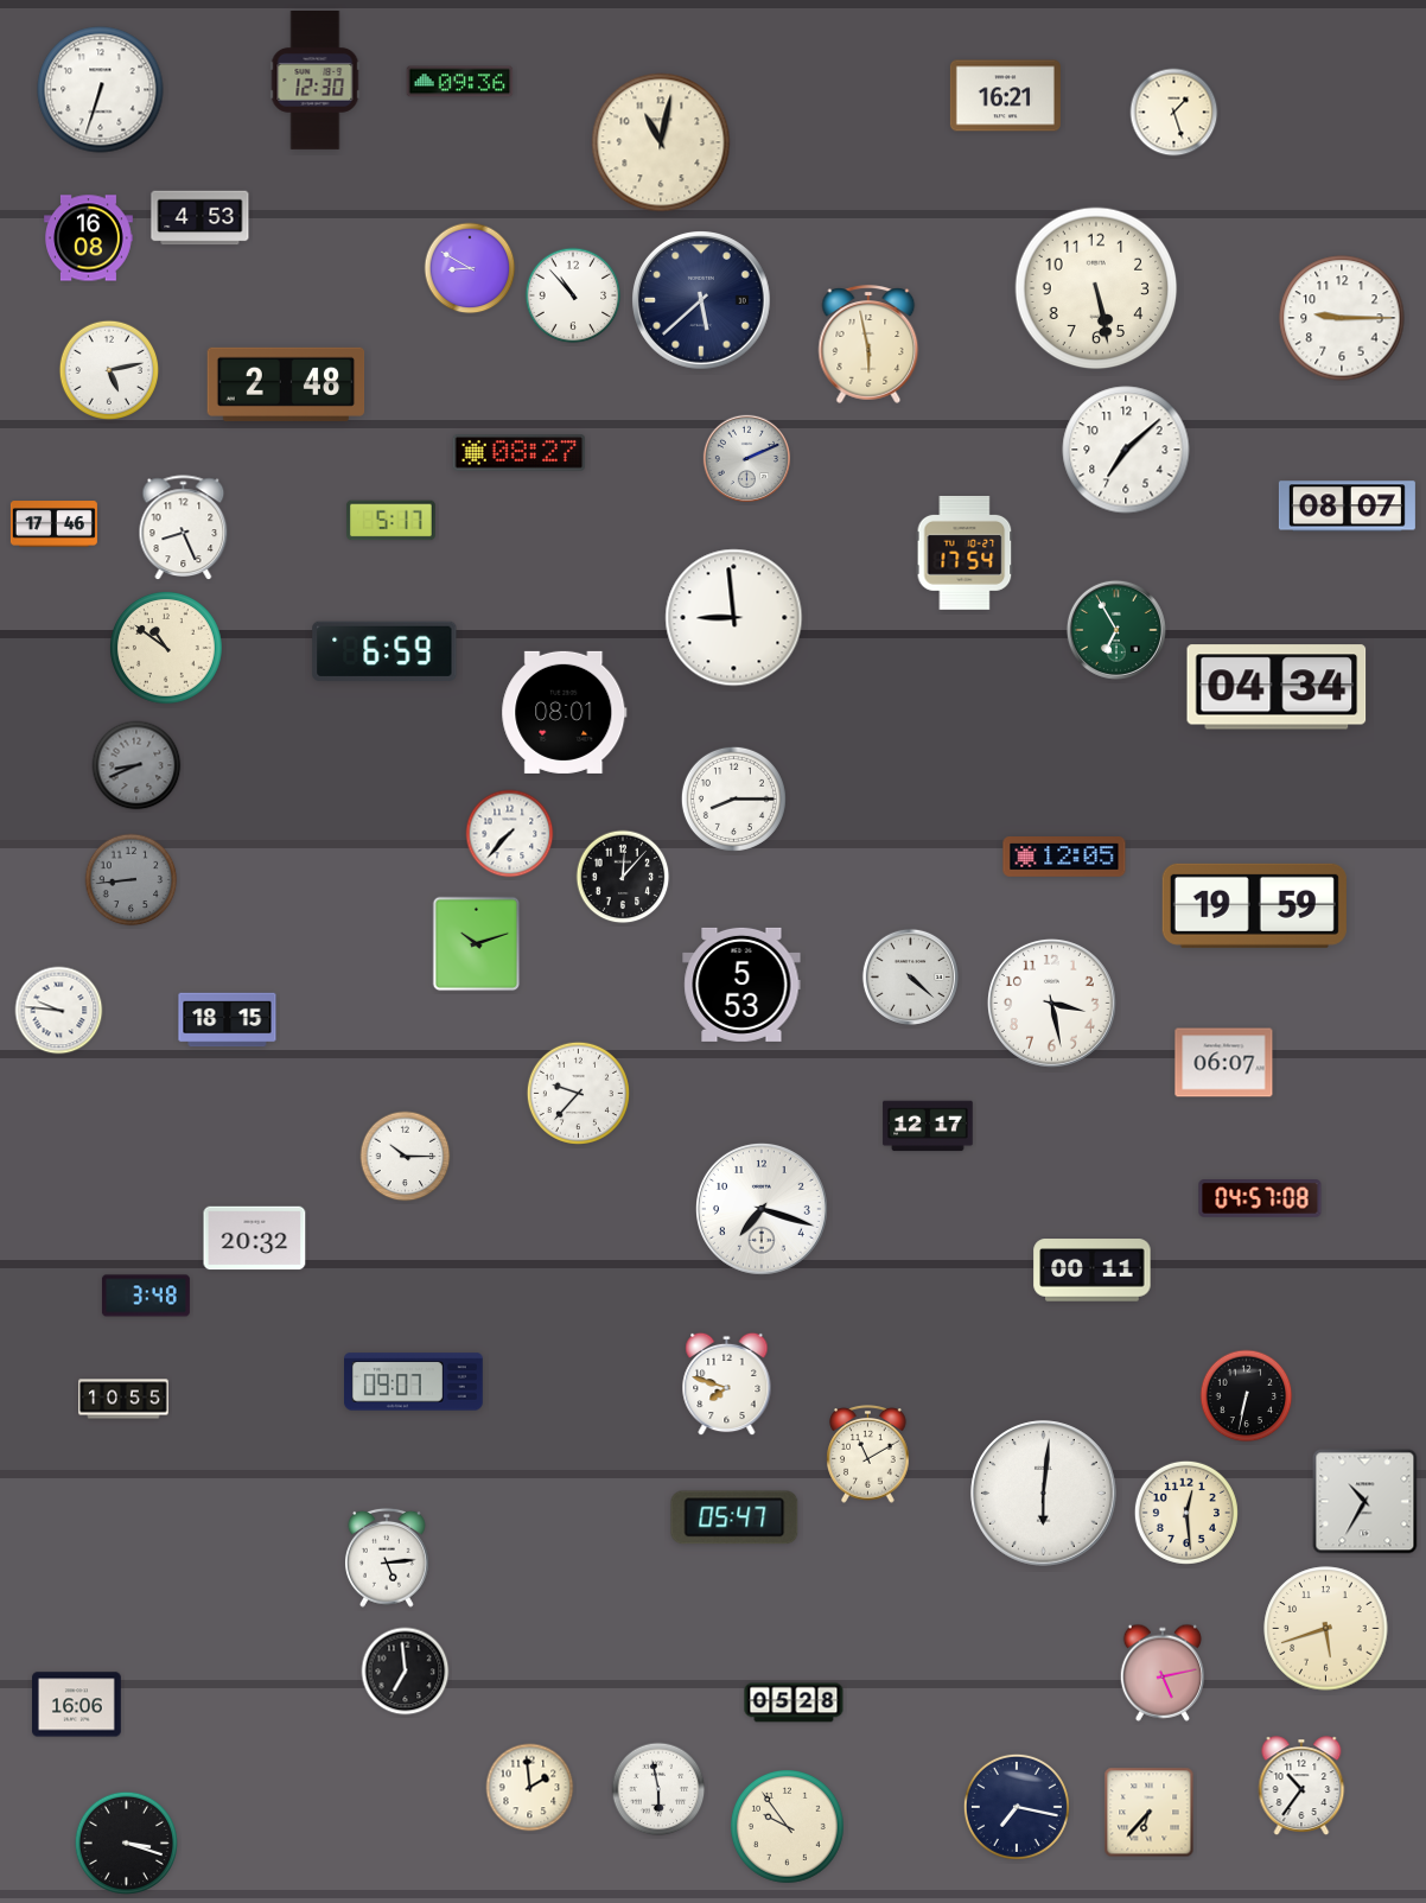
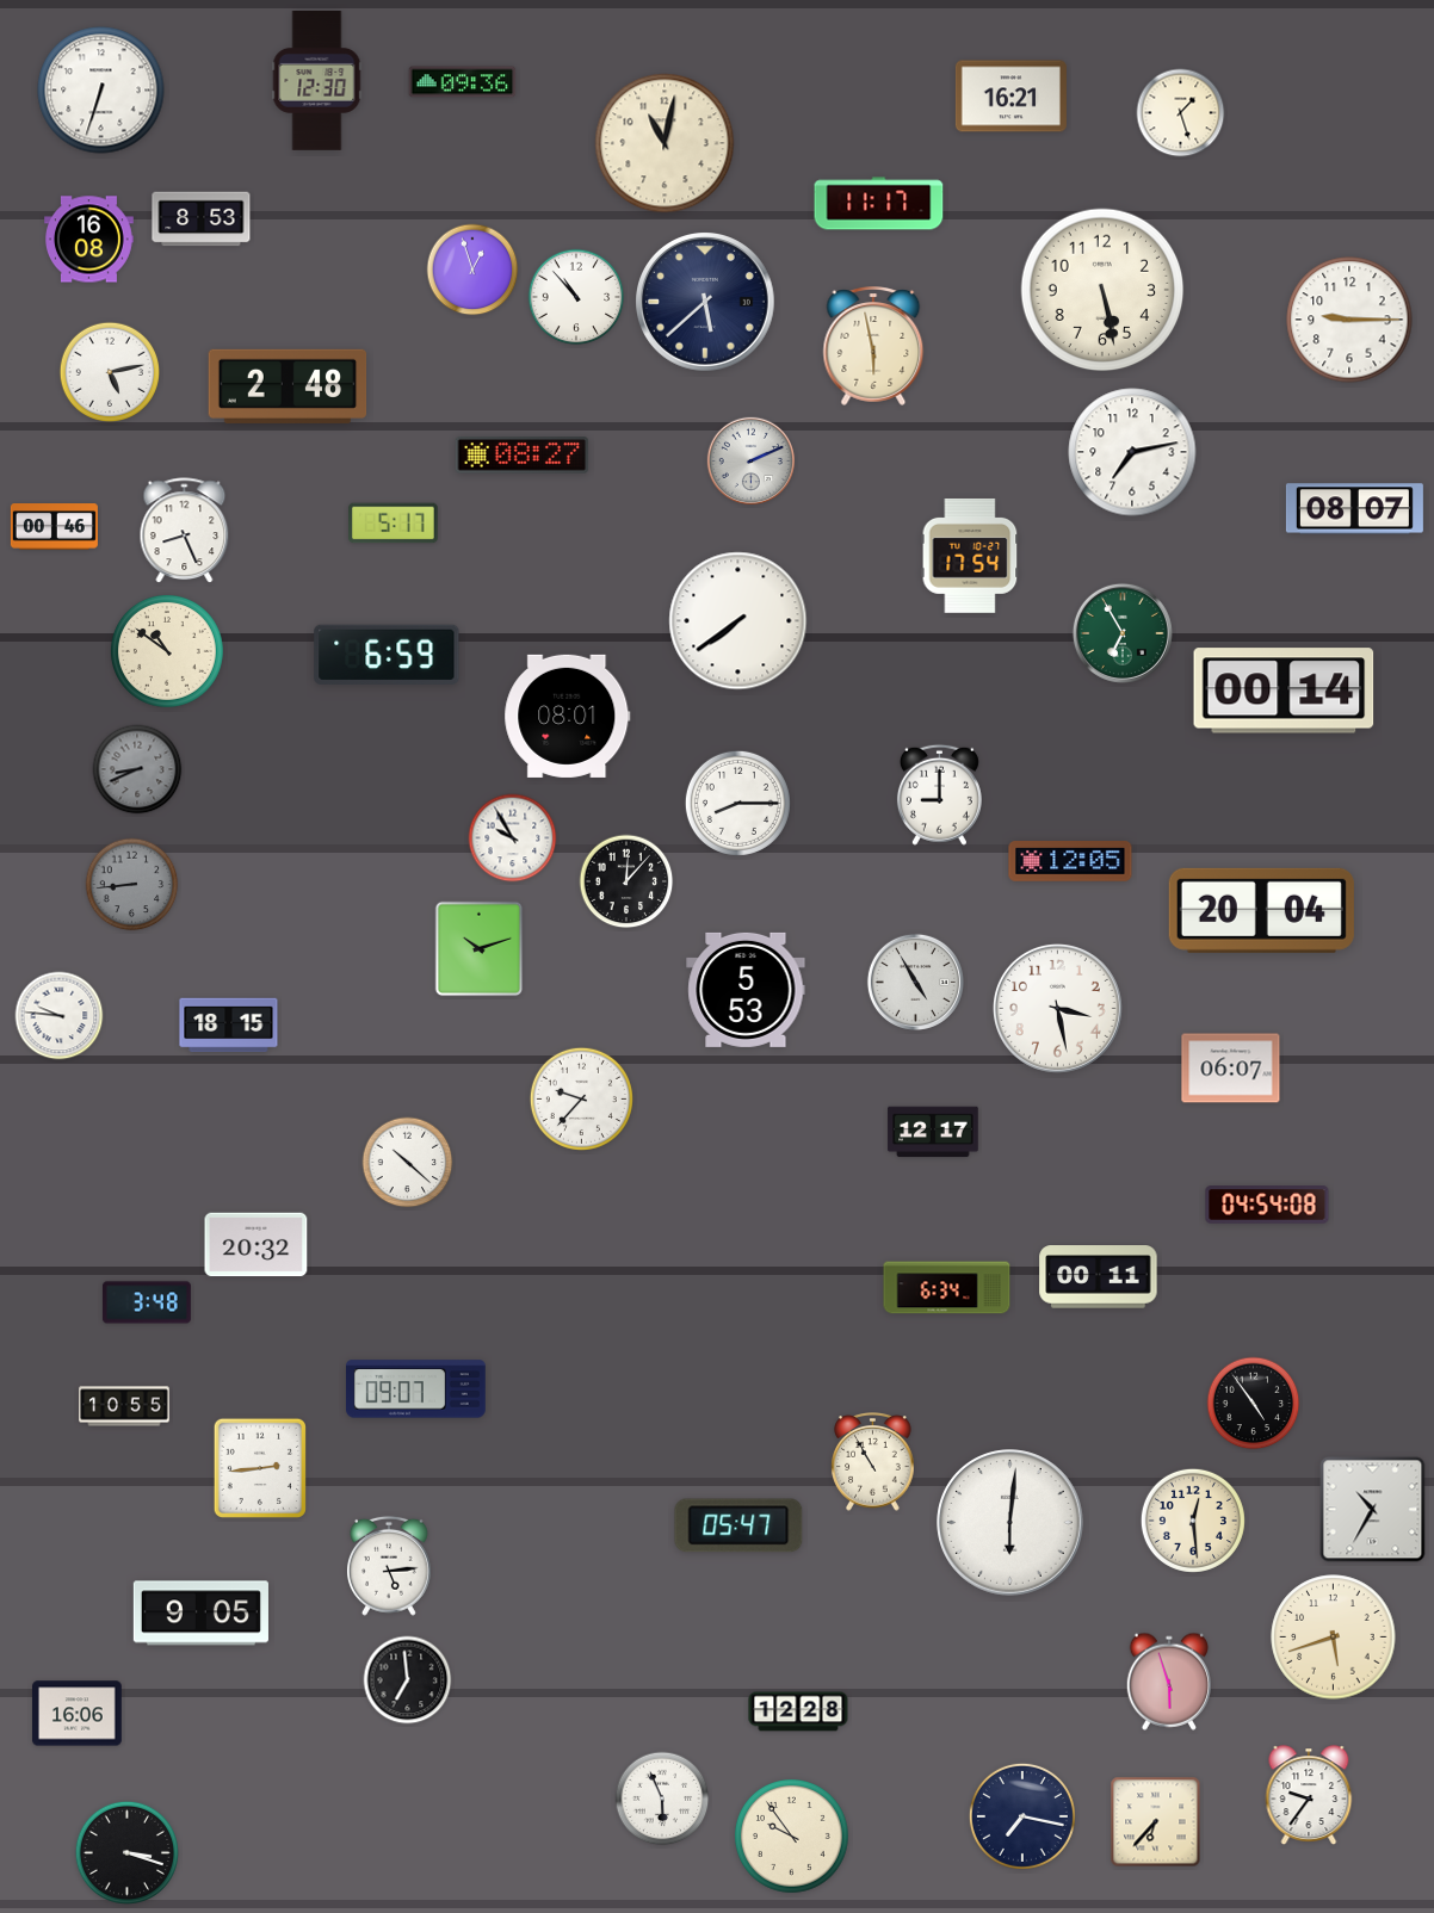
clock at (879, 204): none -> 11:17
clock at (200, 218): 4:53 -> 8:53
clock at (470, 268): 8:50 -> 12:57
clock at (1126, 450): 7:08 -> 7:13
clock at (53, 524): 17:46 -> 00:46
clock at (734, 618): 8:59 -> 7:39
clock at (1277, 687): 04:34 -> 00:14
clock at (939, 794): none -> 9:00
clock at (510, 834): 7:37 -> 9:55
clock at (1254, 905): 19:59 -> 20:04
clock at (910, 976): 4:22 -> 4:55
clock at (406, 1157): 10:15 -> 10:22
clock at (1260, 1198): 04:57 -> 04:54
clock at (763, 1210): 7:18 -> none
clock at (947, 1288): none -> 6:34
clock at (727, 1385): 7:48 -> none
clock at (1247, 1396): 6:32 -> 4:54
clock at (868, 1455): 11:10 -> 10:55
clock at (260, 1468): none -> 2:44
clock at (1044, 1494) position: (1044, 1494) -> (1010, 1523)
clock at (200, 1614): none -> 9:05
clock at (1161, 1673): 5:13 -> 5:57
clock at (794, 1702): 05:28 -> 12:28
clock at (1301, 1786): 10:36 -> 9:36
clock at (530, 1788): 1:59 -> none
clock at (658, 1789): 5:58 -> 5:56
